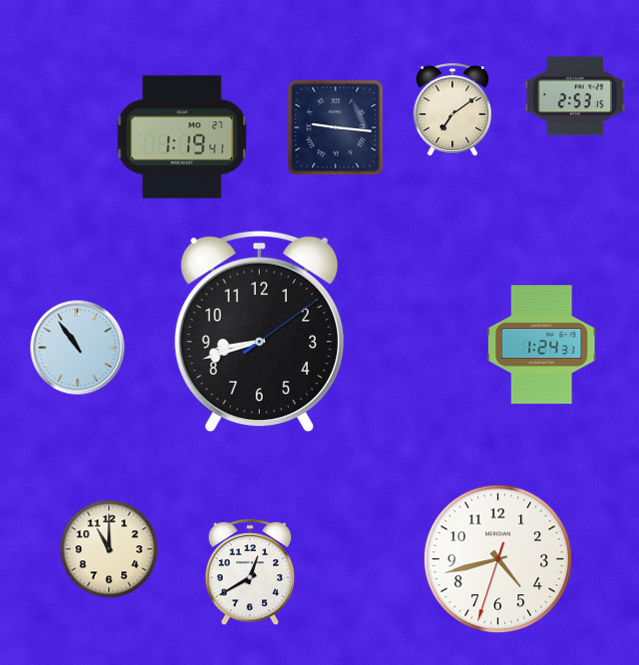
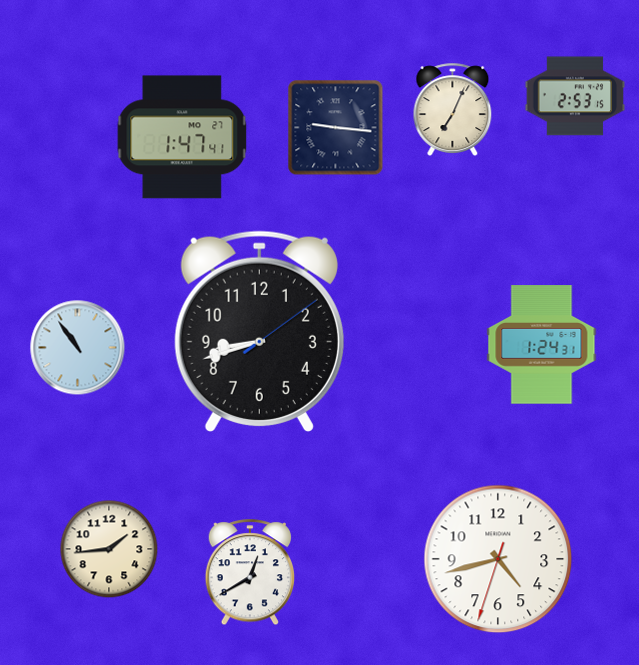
clock at (453, 109): 7:09 -> 7:04
clock at (182, 137): 1:19 -> 1:47
clock at (109, 549): 11:00 -> 1:44
